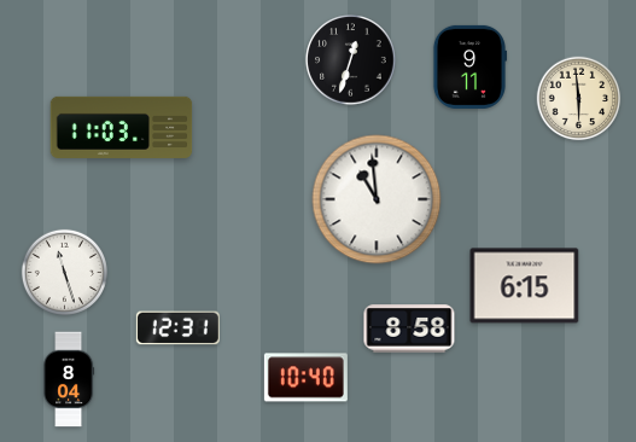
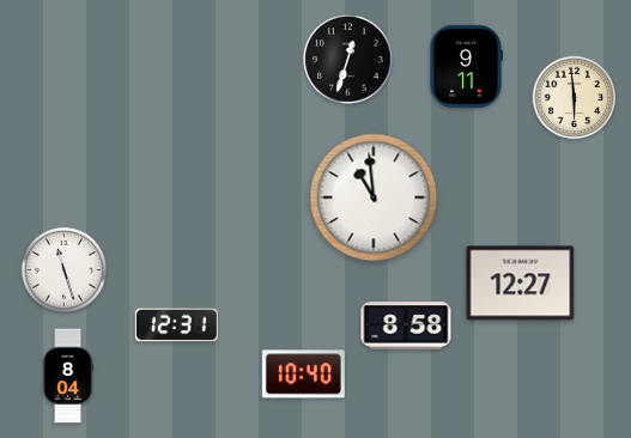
clock at (122, 127): 11:03 -> none
clock at (525, 286): 6:15 -> 12:27
